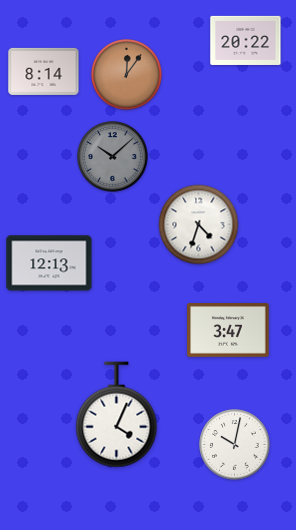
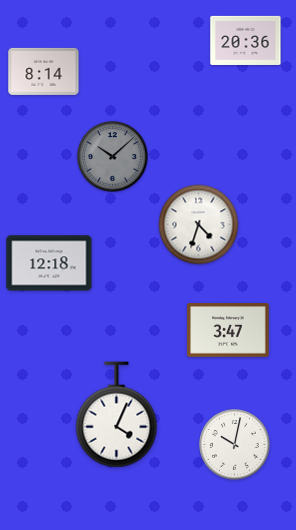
clock at (246, 40): 20:22 -> 20:36
clock at (127, 75): 12:06 -> none
clock at (49, 263): 12:13 -> 12:18
